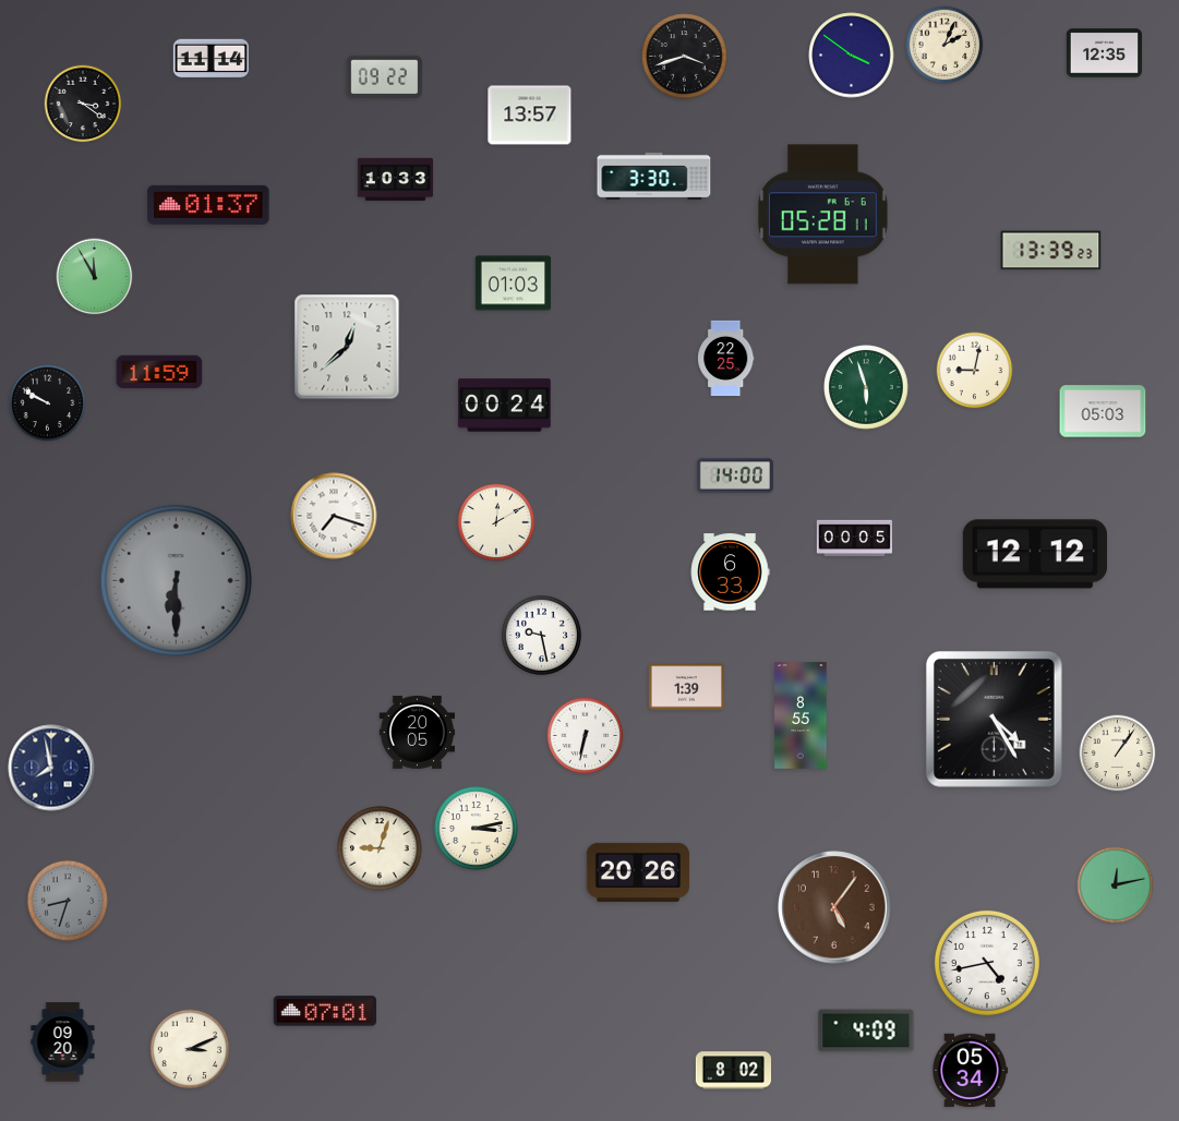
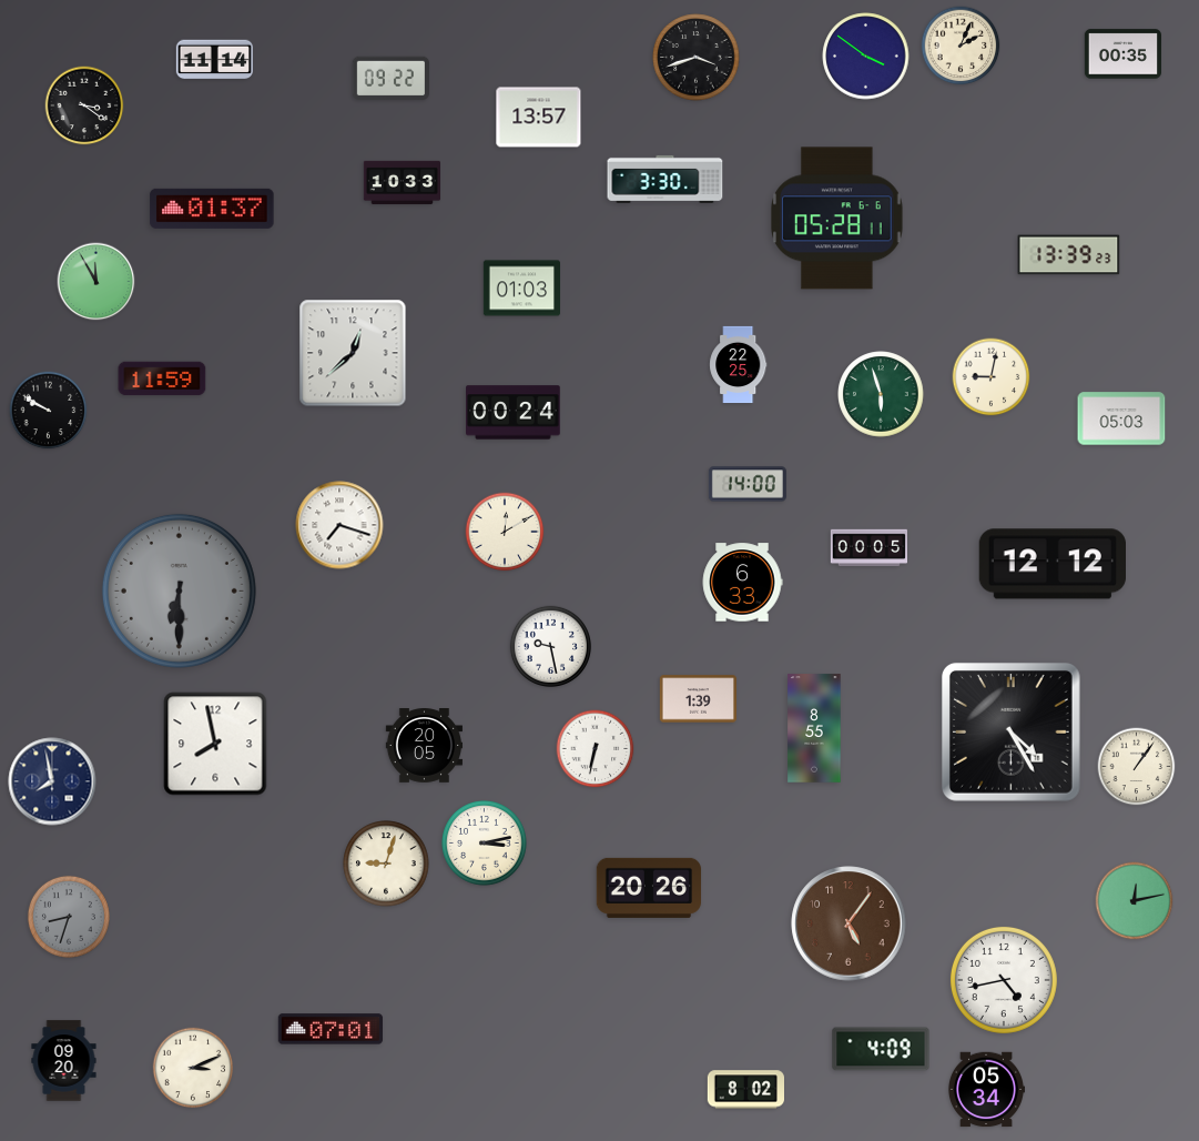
clock at (1104, 53): 12:35 -> 00:35
clock at (215, 744): none -> 7:58
